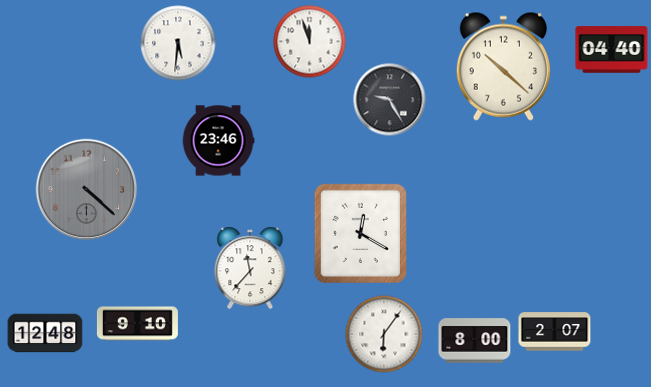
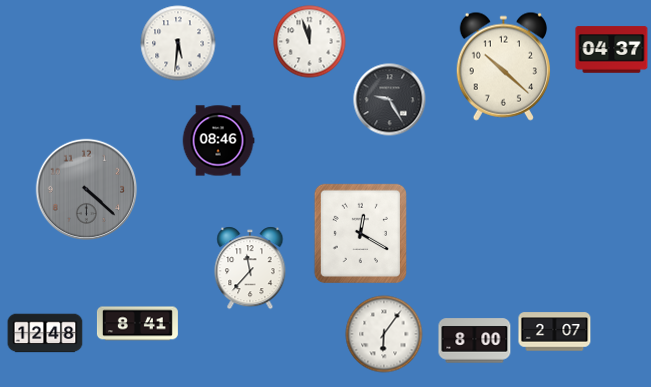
clock at (612, 50): 04:40 -> 04:37
clock at (218, 141): 23:46 -> 08:46
clock at (137, 324): 9:10 -> 8:41
